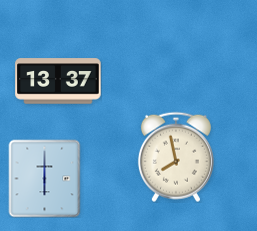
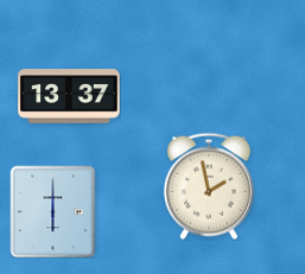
clock at (176, 157): 7:58 -> 1:58
